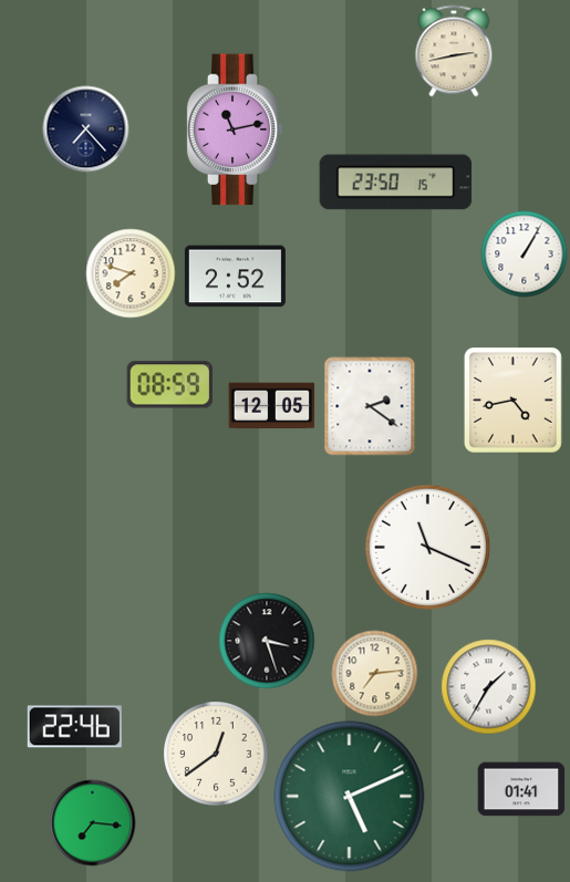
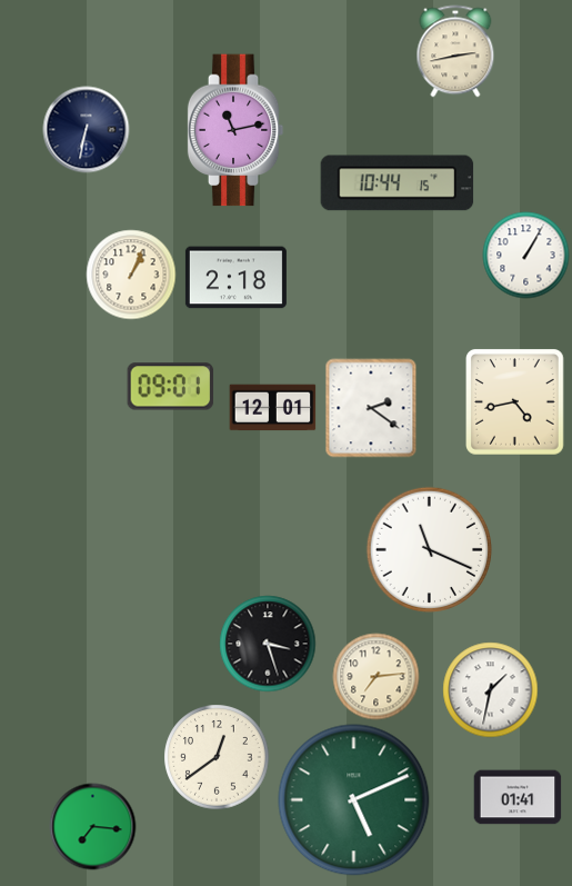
clock at (85, 128): 7:23 -> 6:32
clock at (396, 183): 23:50 -> 10:44
clock at (131, 273): 7:48 -> 1:04
clock at (235, 277): 2:52 -> 2:18
clock at (169, 385): 08:59 -> 09:01
clock at (271, 406): 12:05 -> 12:01
clock at (488, 686): 1:35 -> 1:32
clock at (74, 727): 22:46 -> none
clock at (521, 789) position: (521, 789) -> (518, 797)
clock at (350, 797) position: (350, 797) -> (354, 800)
